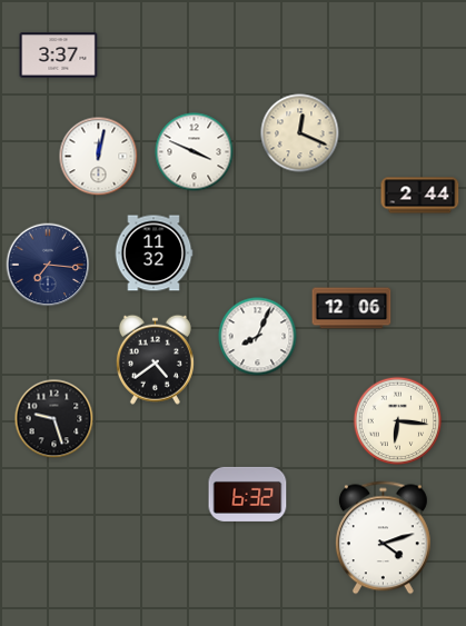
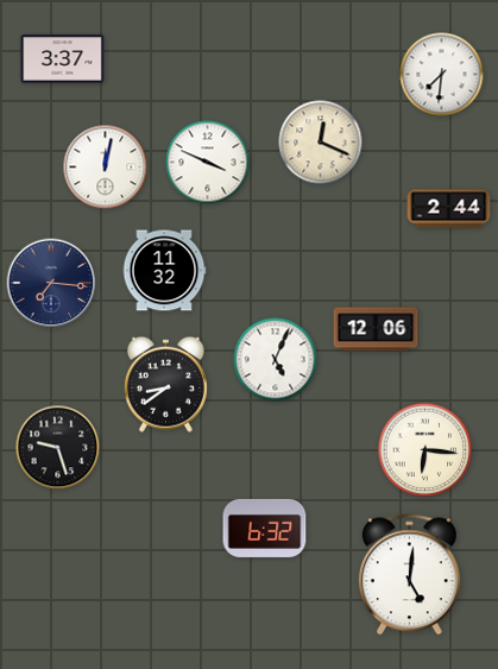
clock at (442, 75): none -> 7:31
clock at (258, 337): 8:04 -> 5:04
clock at (155, 359): 4:39 -> 8:39
clock at (383, 538): 4:12 -> 5:01
